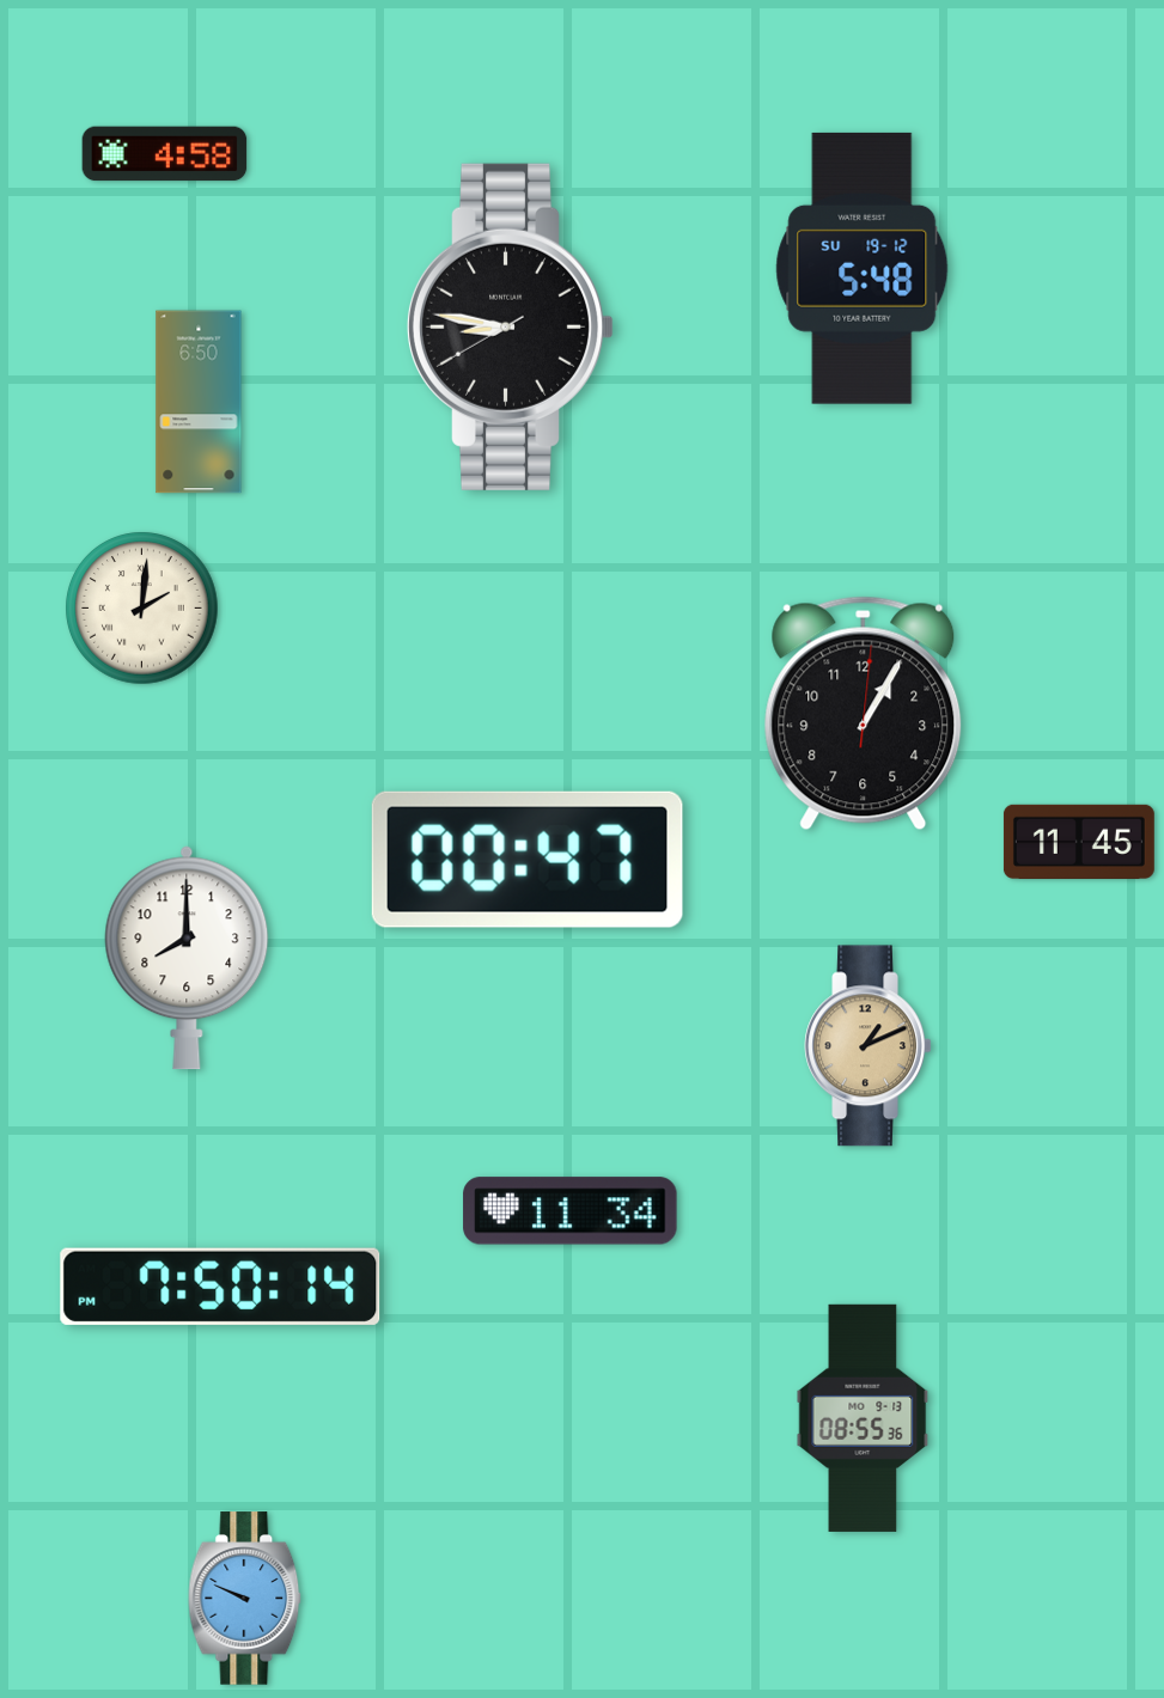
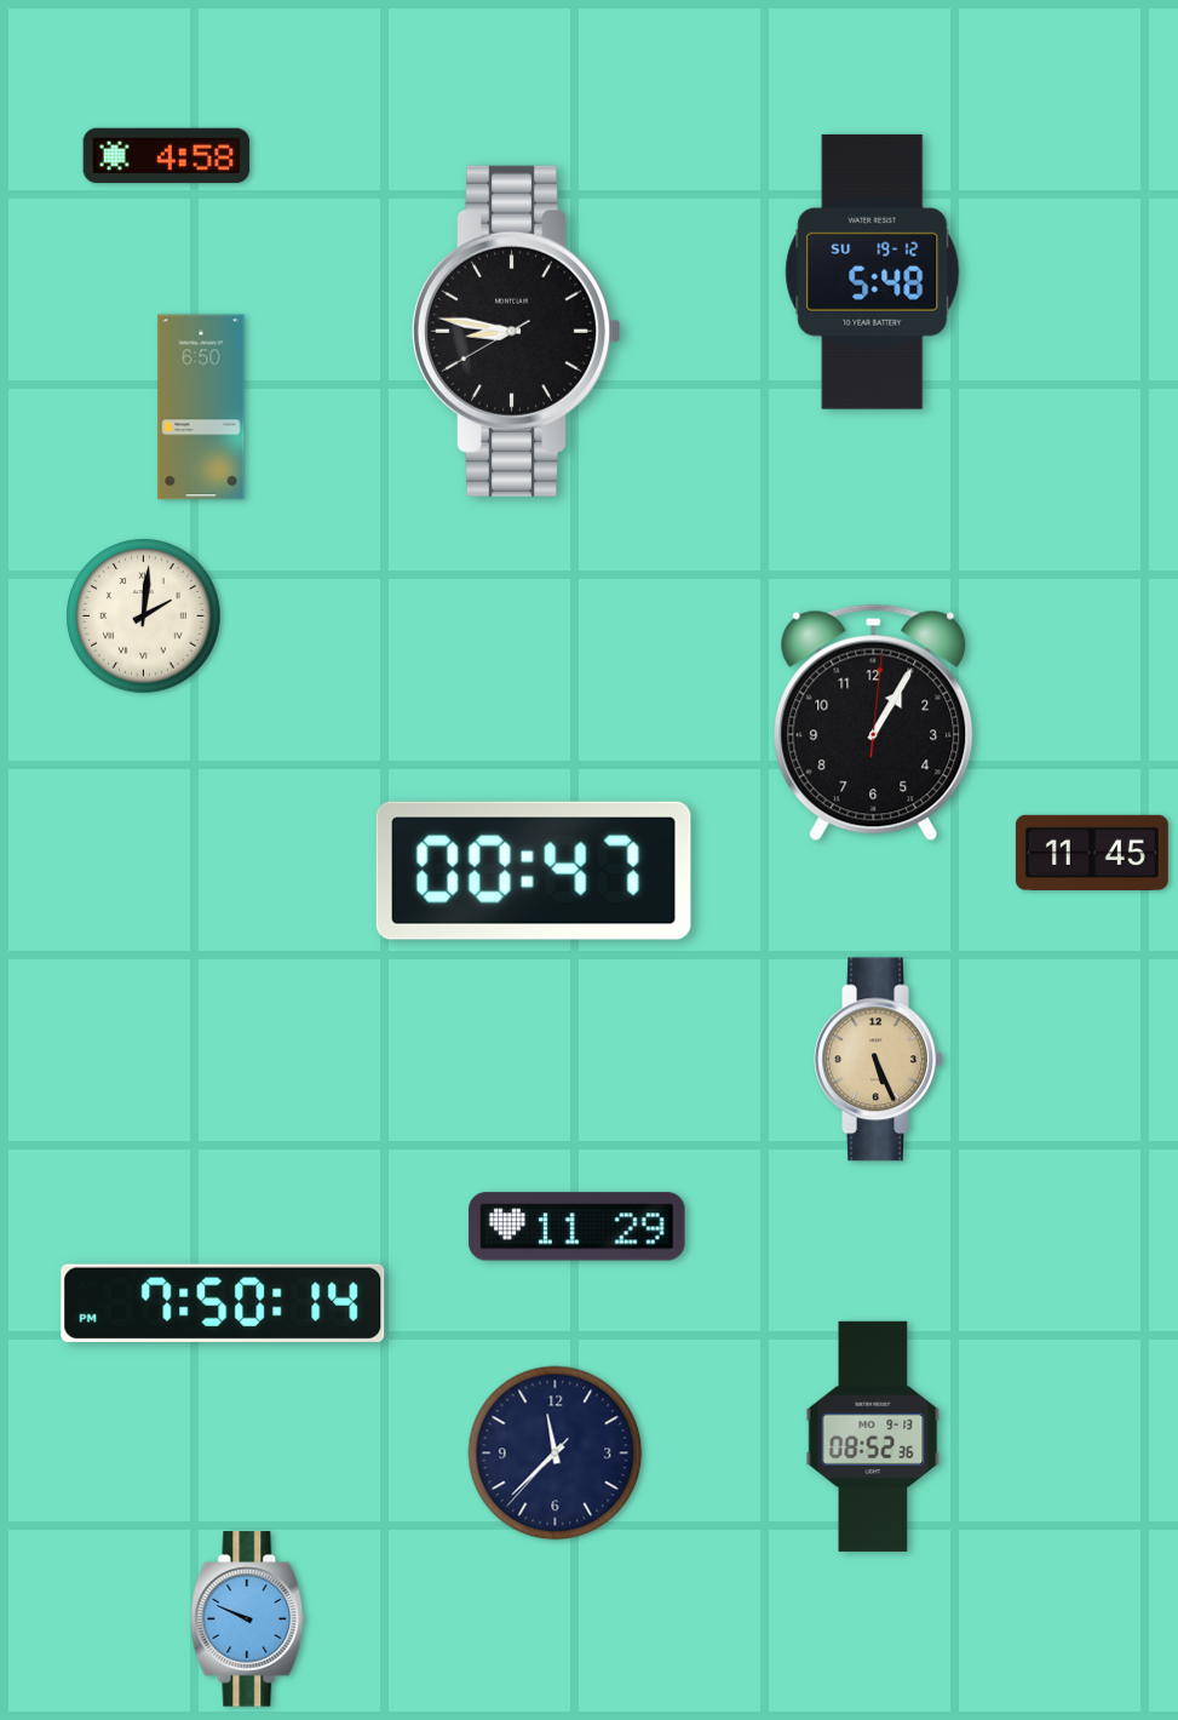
clock at (187, 958): 8:00 -> none
clock at (869, 1046): 1:11 -> 5:26
clock at (571, 1211): 11:34 -> 11:29
clock at (863, 1418): 08:55 -> 08:52
clock at (556, 1454): none -> 11:37
